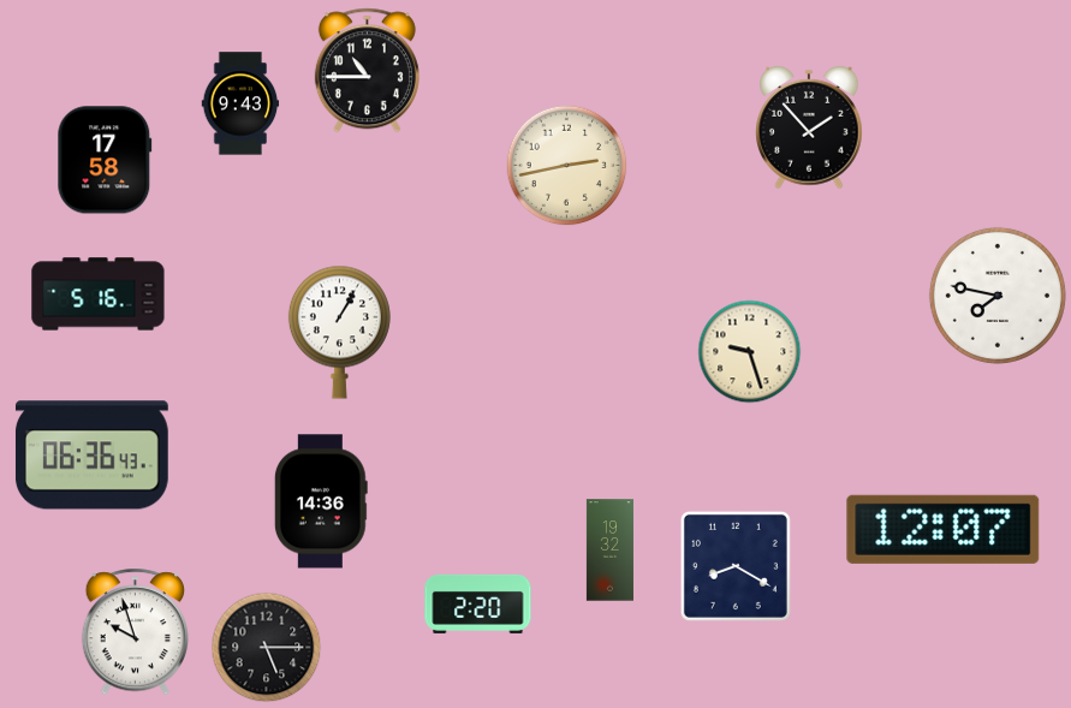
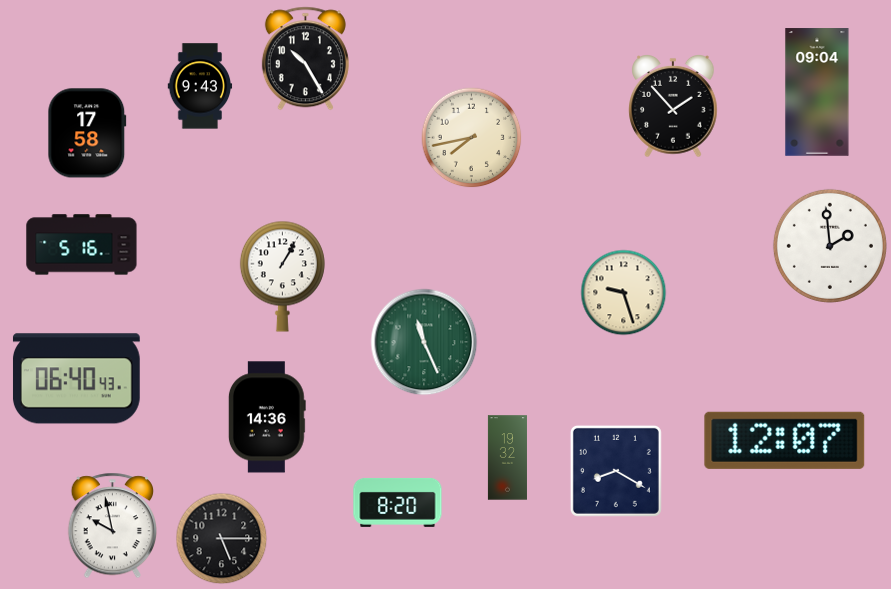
clock at (367, 71): 10:45 -> 10:25
clock at (817, 92): none -> 09:04
clock at (567, 166): 2:43 -> 7:43
clock at (998, 296): 7:47 -> 1:59
clock at (424, 342): none -> 11:26
clock at (91, 456): 06:36 -> 06:40
clock at (736, 566) position: (736, 566) -> (616, 471)
clock at (478, 603): 2:20 -> 8:20
clock at (135, 632): 9:57 -> 9:58
